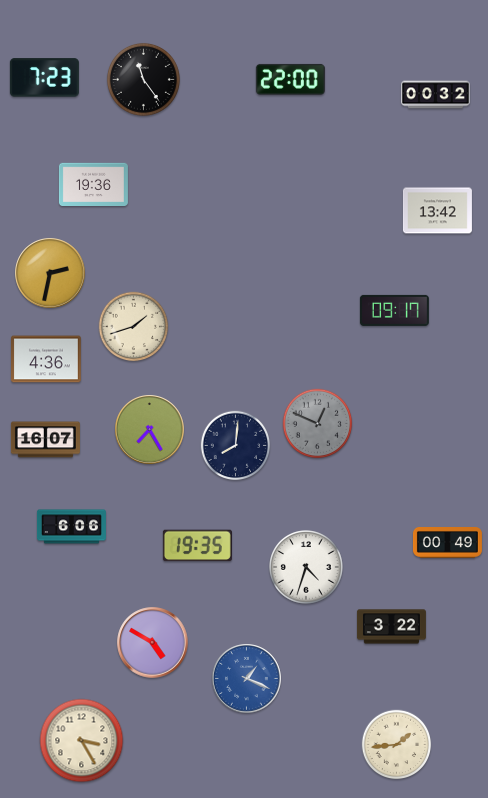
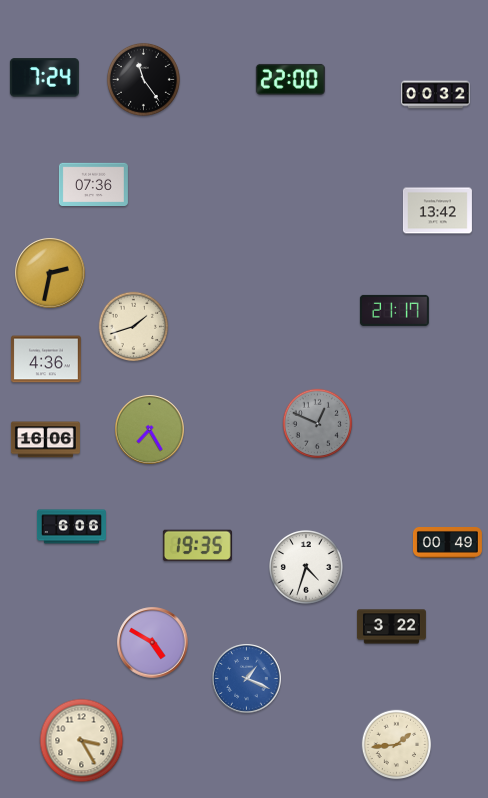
clock at (44, 78): 7:23 -> 7:24
clock at (93, 184): 19:36 -> 07:36
clock at (394, 310): 09:17 -> 21:17
clock at (45, 440): 16:07 -> 16:06
clock at (236, 446): 8:01 -> none
